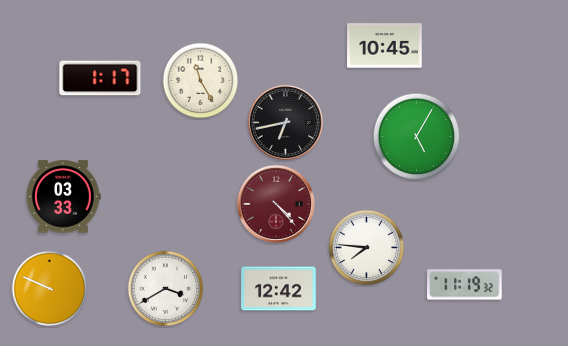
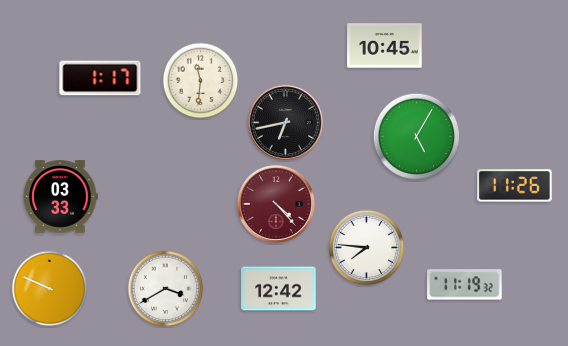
clock at (201, 81): 11:25 -> 11:31
clock at (515, 186): none -> 11:26
clock at (63, 197) position: (63, 197) -> (60, 197)
